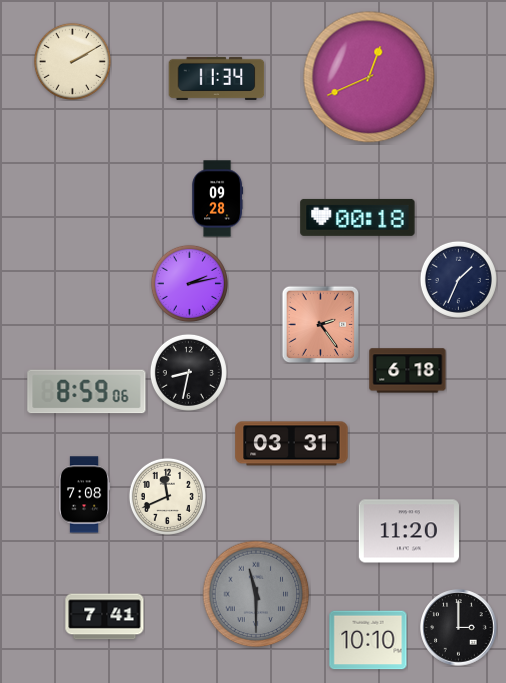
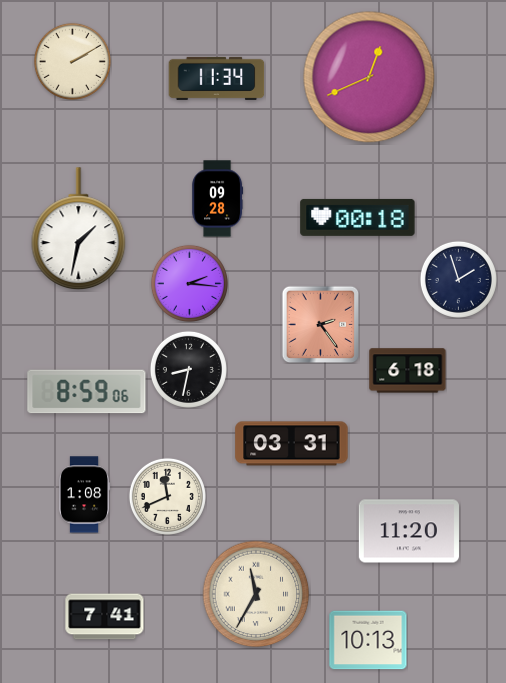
clock at (79, 229): none -> 1:32
clock at (458, 279): 1:34 -> 1:57
clock at (189, 283): 2:13 -> 2:16
clock at (188, 372) position: (188, 372) -> (188, 369)
clock at (84, 495): 7:08 -> 1:08
clock at (256, 594): 11:30 -> 11:35
clock at (256, 594) dial: grey -> cream
clock at (459, 628): 3:00 -> none
clock at (368, 640): 10:10 -> 10:13
